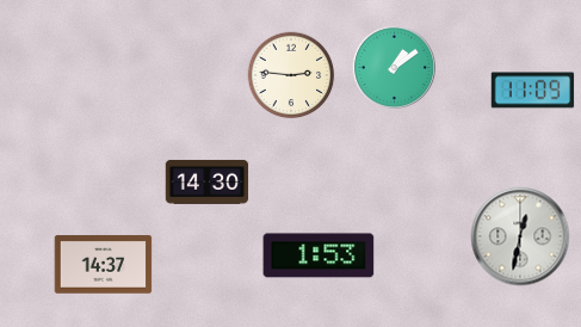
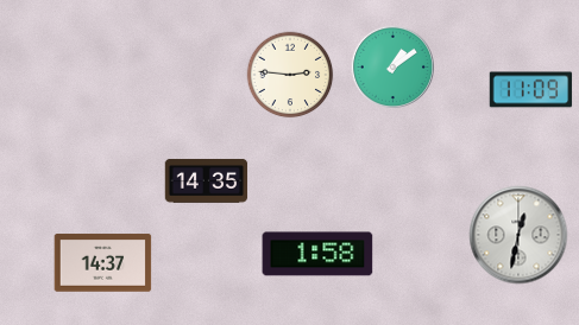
clock at (208, 181): 14:30 -> 14:35
clock at (319, 255): 1:53 -> 1:58
